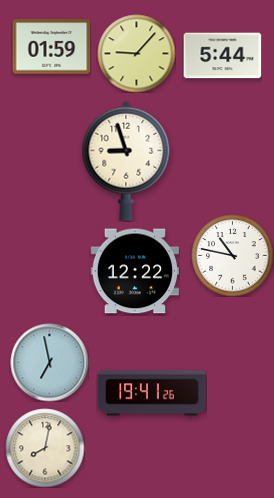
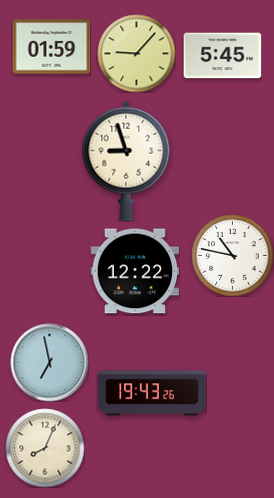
clock at (222, 56): 5:44 -> 5:45
clock at (152, 393): 19:41 -> 19:43
clock at (45, 448): 8:02 -> 8:04
